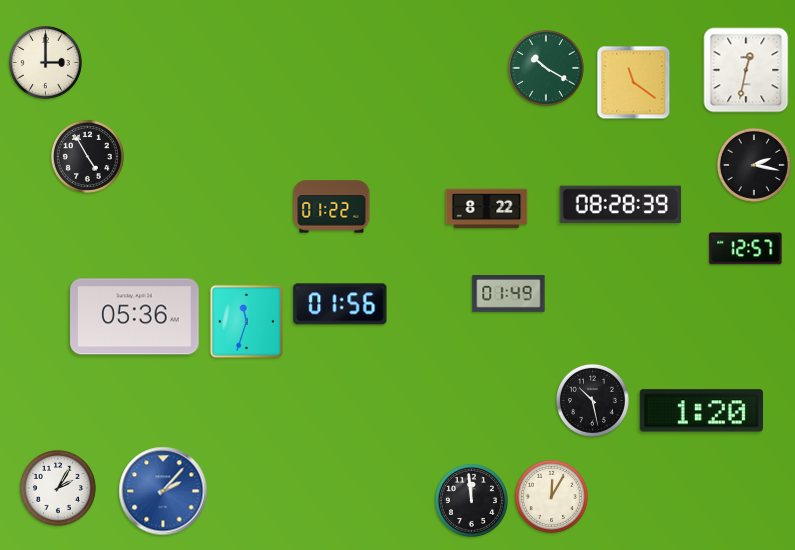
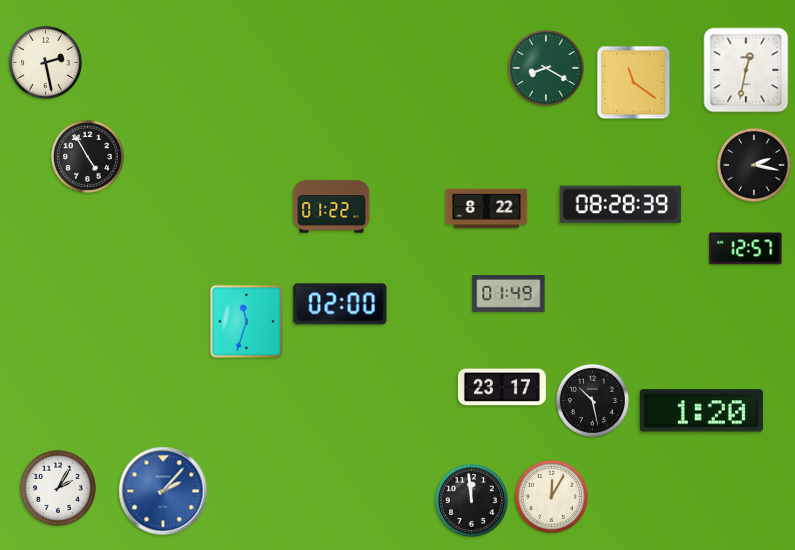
clock at (45, 62): 3:00 -> 2:28
clock at (546, 68): 10:20 -> 8:20
clock at (340, 304): 01:56 -> 02:00
clock at (135, 317): 05:36 -> none
clock at (502, 387): none -> 23:17
